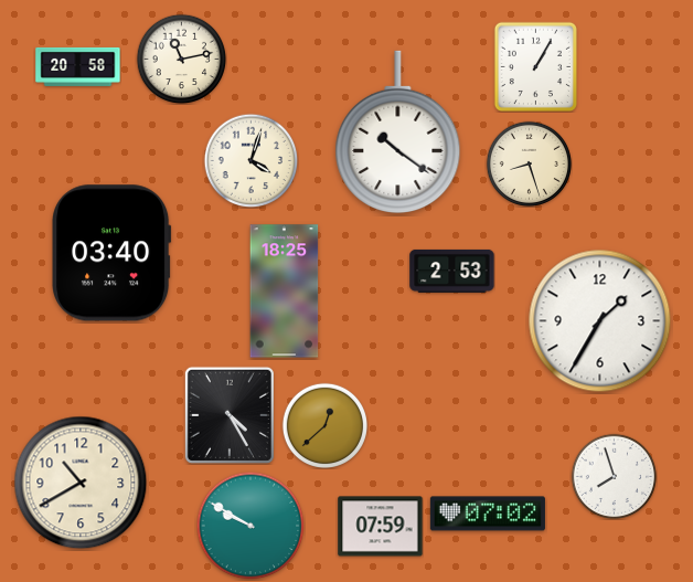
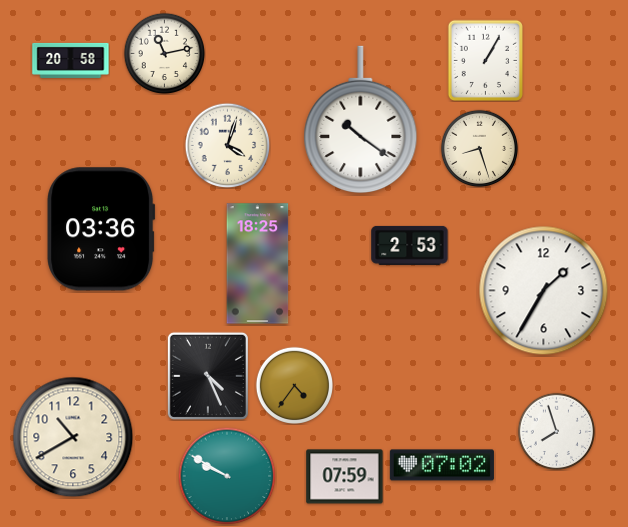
clock at (111, 253): 03:40 -> 03:36
clock at (230, 415): 4:25 -> 4:26
clock at (324, 425): 12:38 -> 4:36
